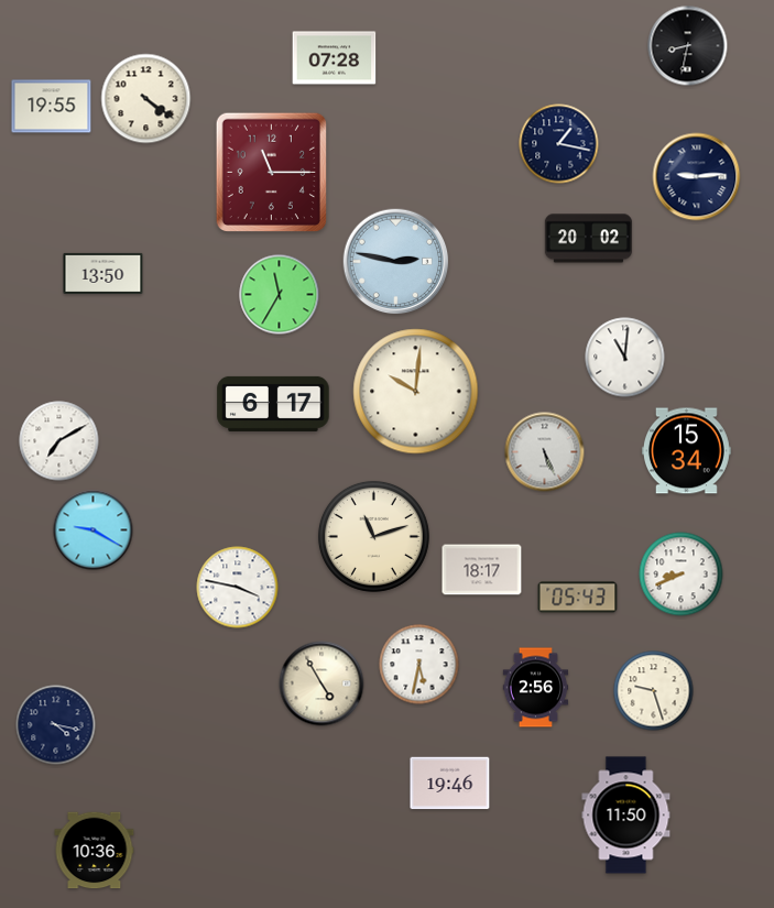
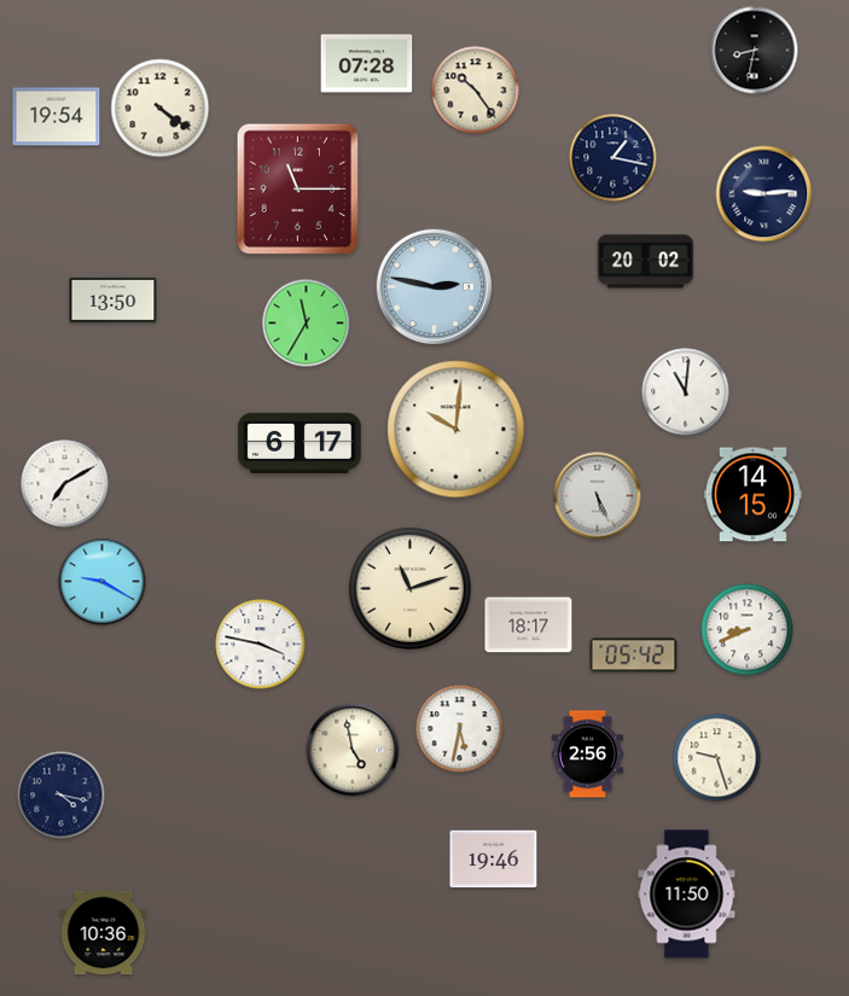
clock at (476, 91): none -> 10:24
clock at (52, 107): 19:55 -> 19:54
clock at (686, 451): 15:34 -> 14:15
clock at (578, 598): 05:43 -> 05:42
clock at (321, 683): 4:55 -> 4:58
